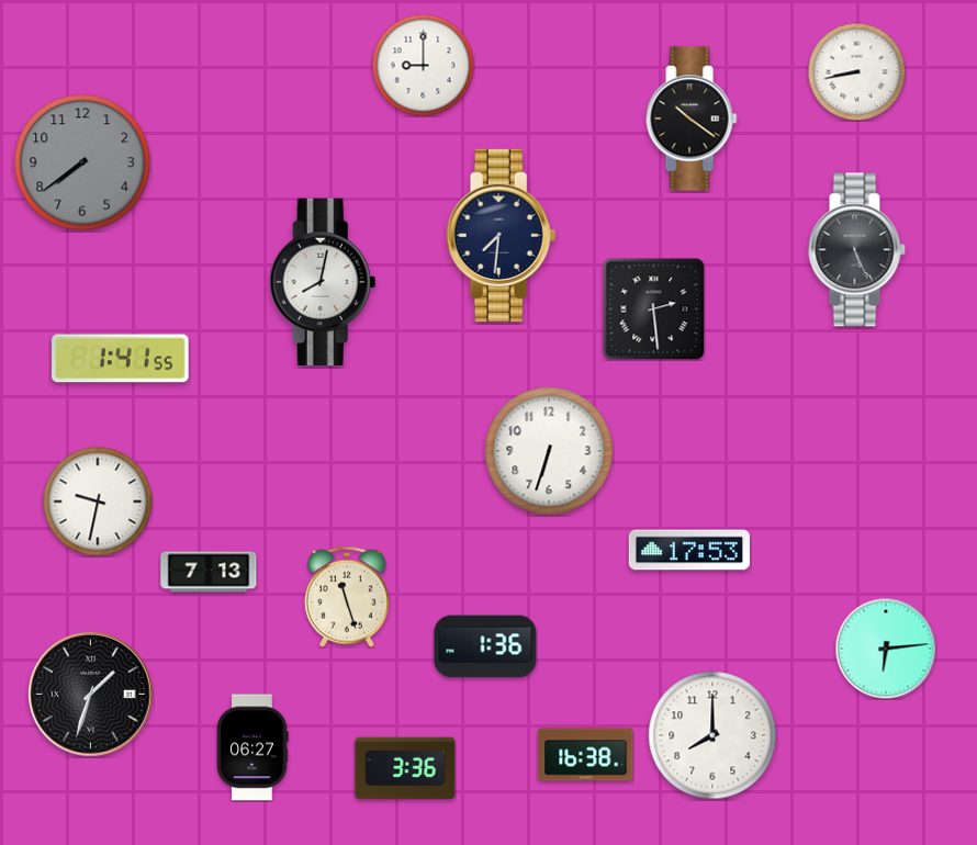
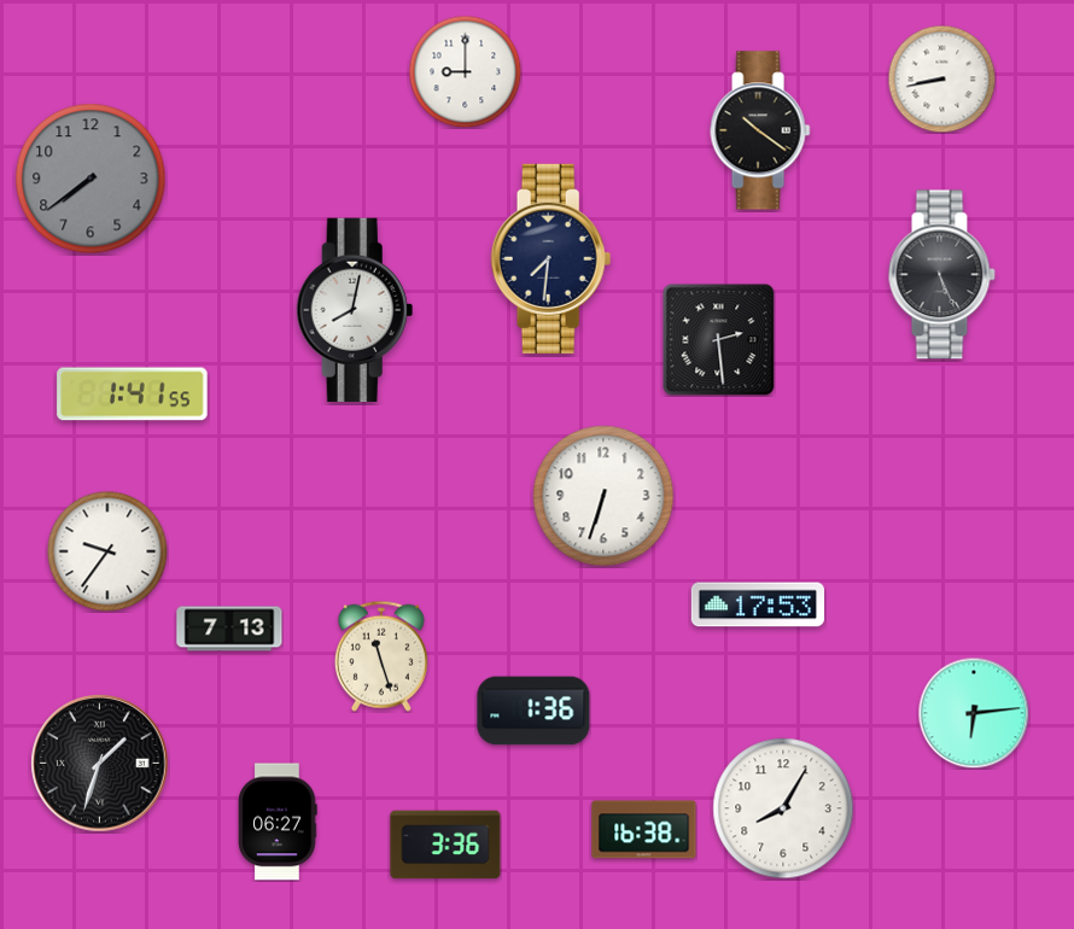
clock at (98, 502): 9:32 -> 9:36
clock at (712, 735): 8:00 -> 8:05
